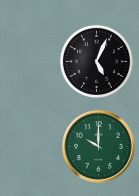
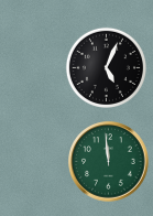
clock at (99, 147): 10:00 -> 11:59
